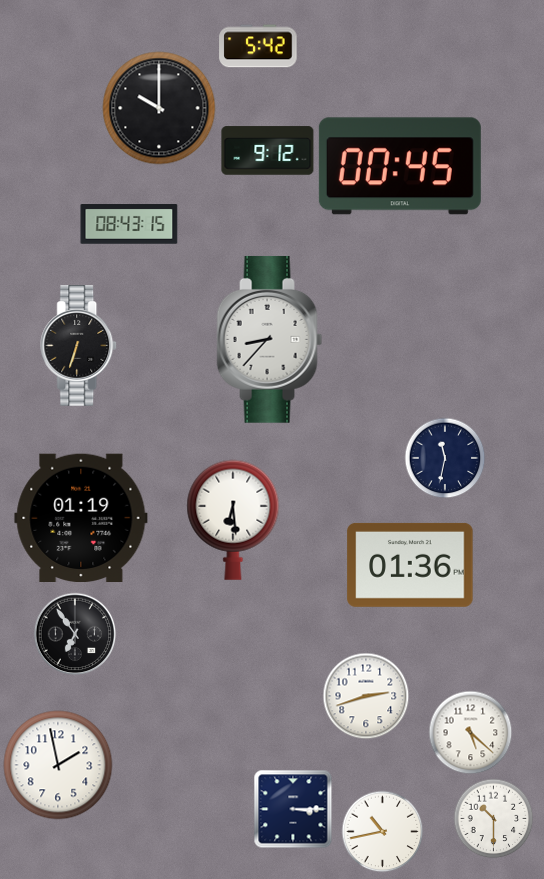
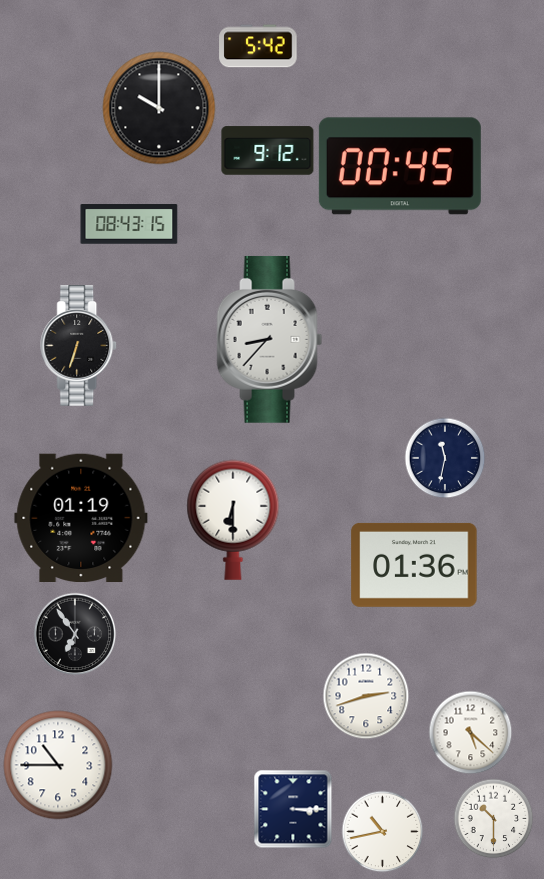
clock at (233, 520): 6:29 -> 6:30
clock at (410, 565) position: (410, 565) -> (414, 565)
clock at (58, 765): 1:58 -> 10:45
